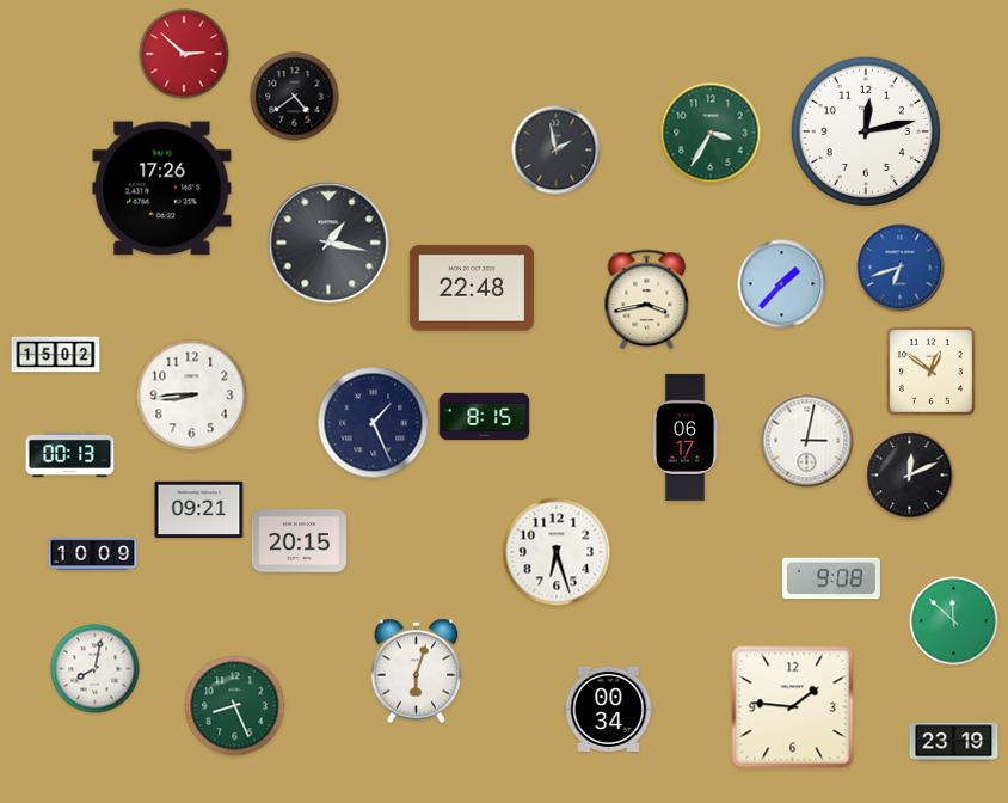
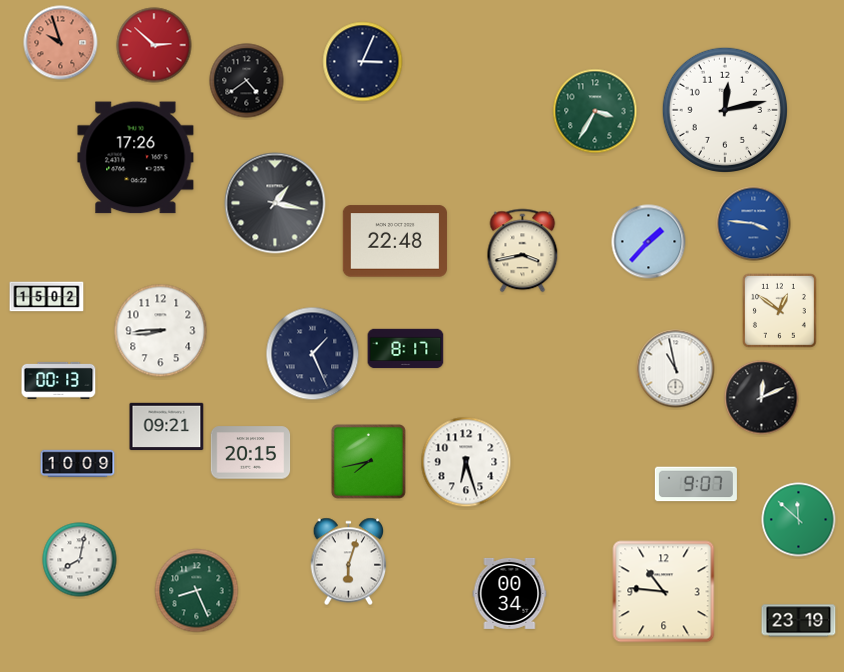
clock at (61, 43): none -> 9:57
clock at (363, 62): none -> 3:04
clock at (557, 151): 1:58 -> none
clock at (901, 268): 6:42 -> 3:46
clock at (782, 284) position: (782, 284) -> (649, 242)
clock at (647, 300) position: (647, 300) -> (523, 251)
clock at (485, 417): 8:15 -> 8:17
clock at (686, 437): 06:17 -> none
clock at (807, 441): 3:02 -> 10:58
clock at (368, 461): none -> 7:43
clock at (831, 578): 9:08 -> 9:07
clock at (793, 707): 1:46 -> 10:46
